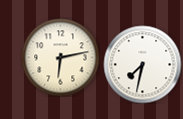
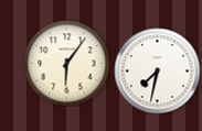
clock at (60, 57): 6:13 -> 6:06
